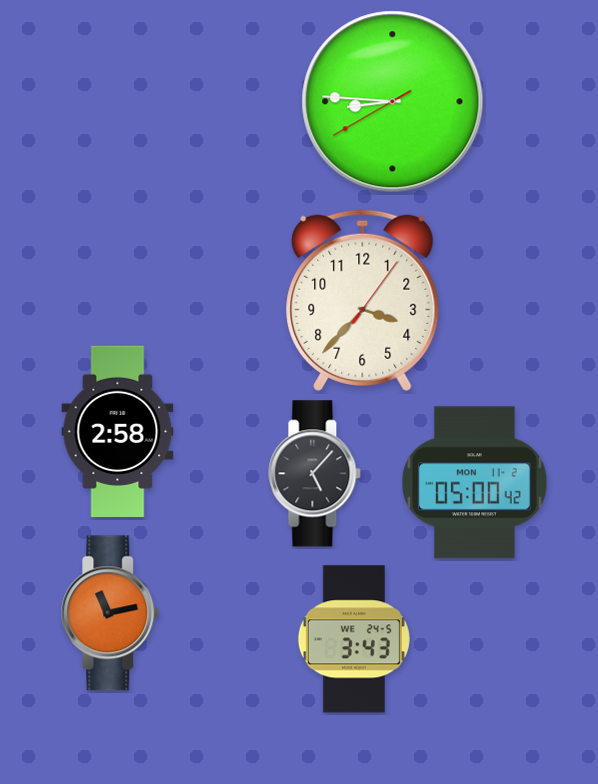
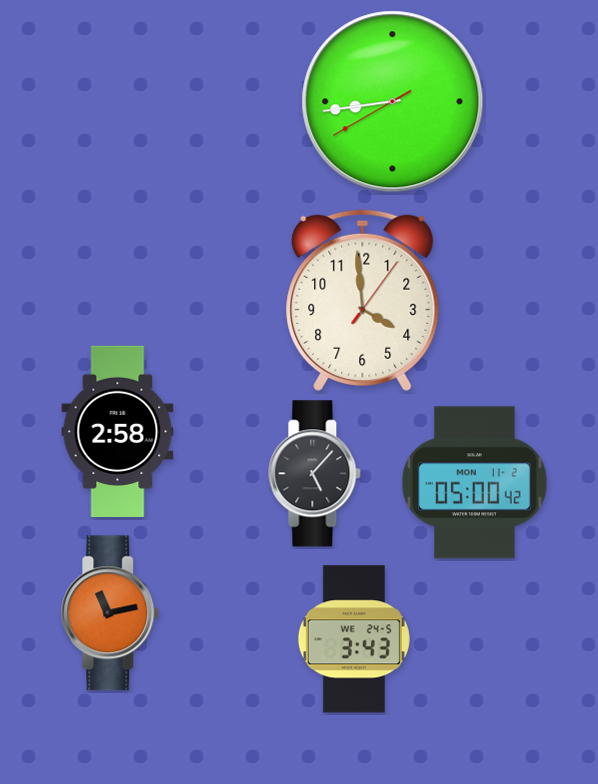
clock at (393, 102): 8:45 -> 8:43
clock at (363, 300): 3:37 -> 3:59
